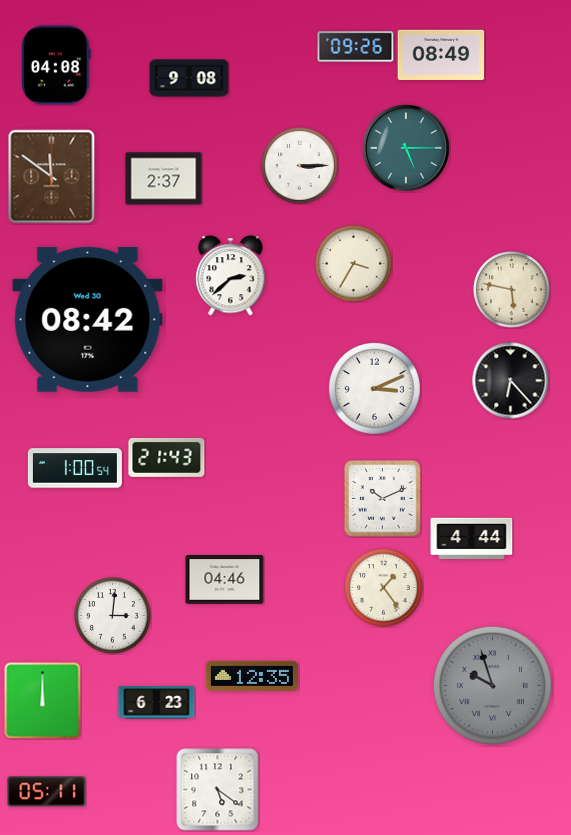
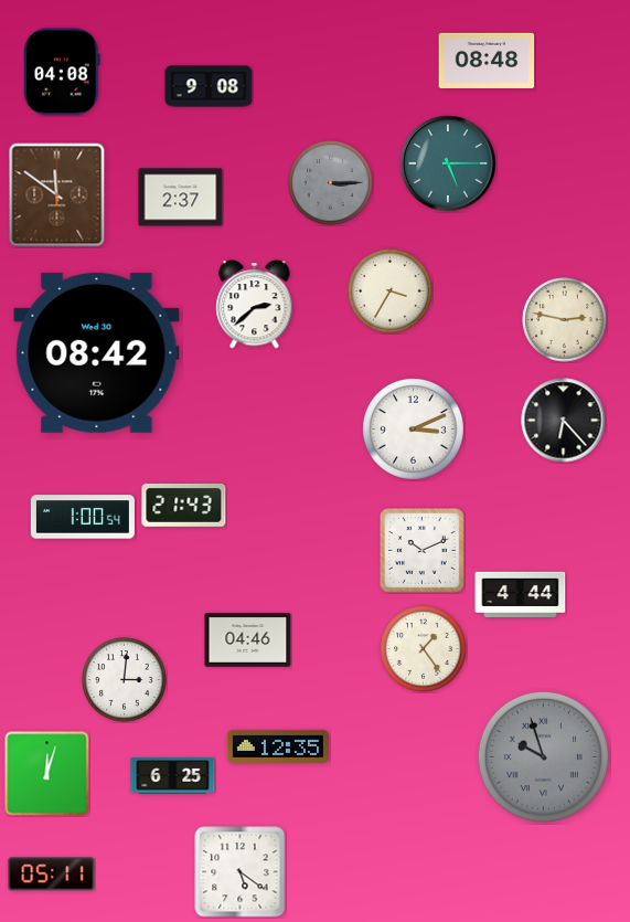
clock at (356, 47): 09:26 -> none
clock at (441, 54): 08:49 -> 08:48
clock at (300, 166) dial: white -> grey
clock at (512, 290): 5:47 -> 2:47
clock at (43, 701): 12:00 -> 12:03
clock at (157, 703): 6:23 -> 6:25
